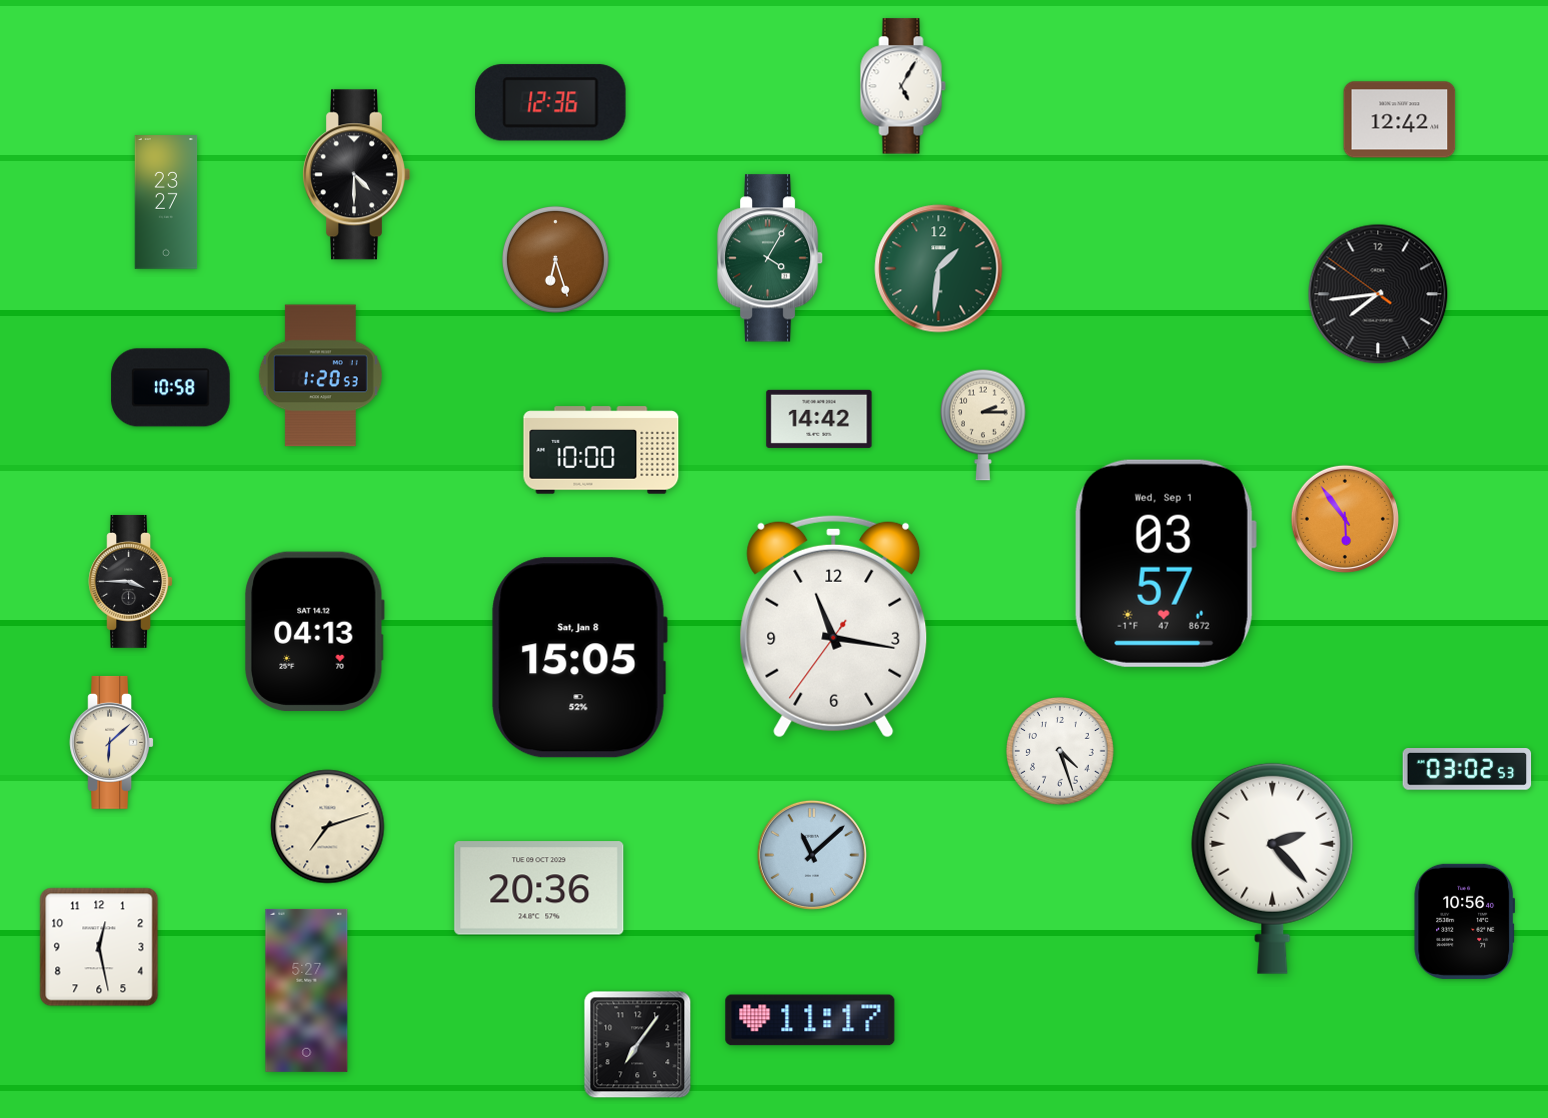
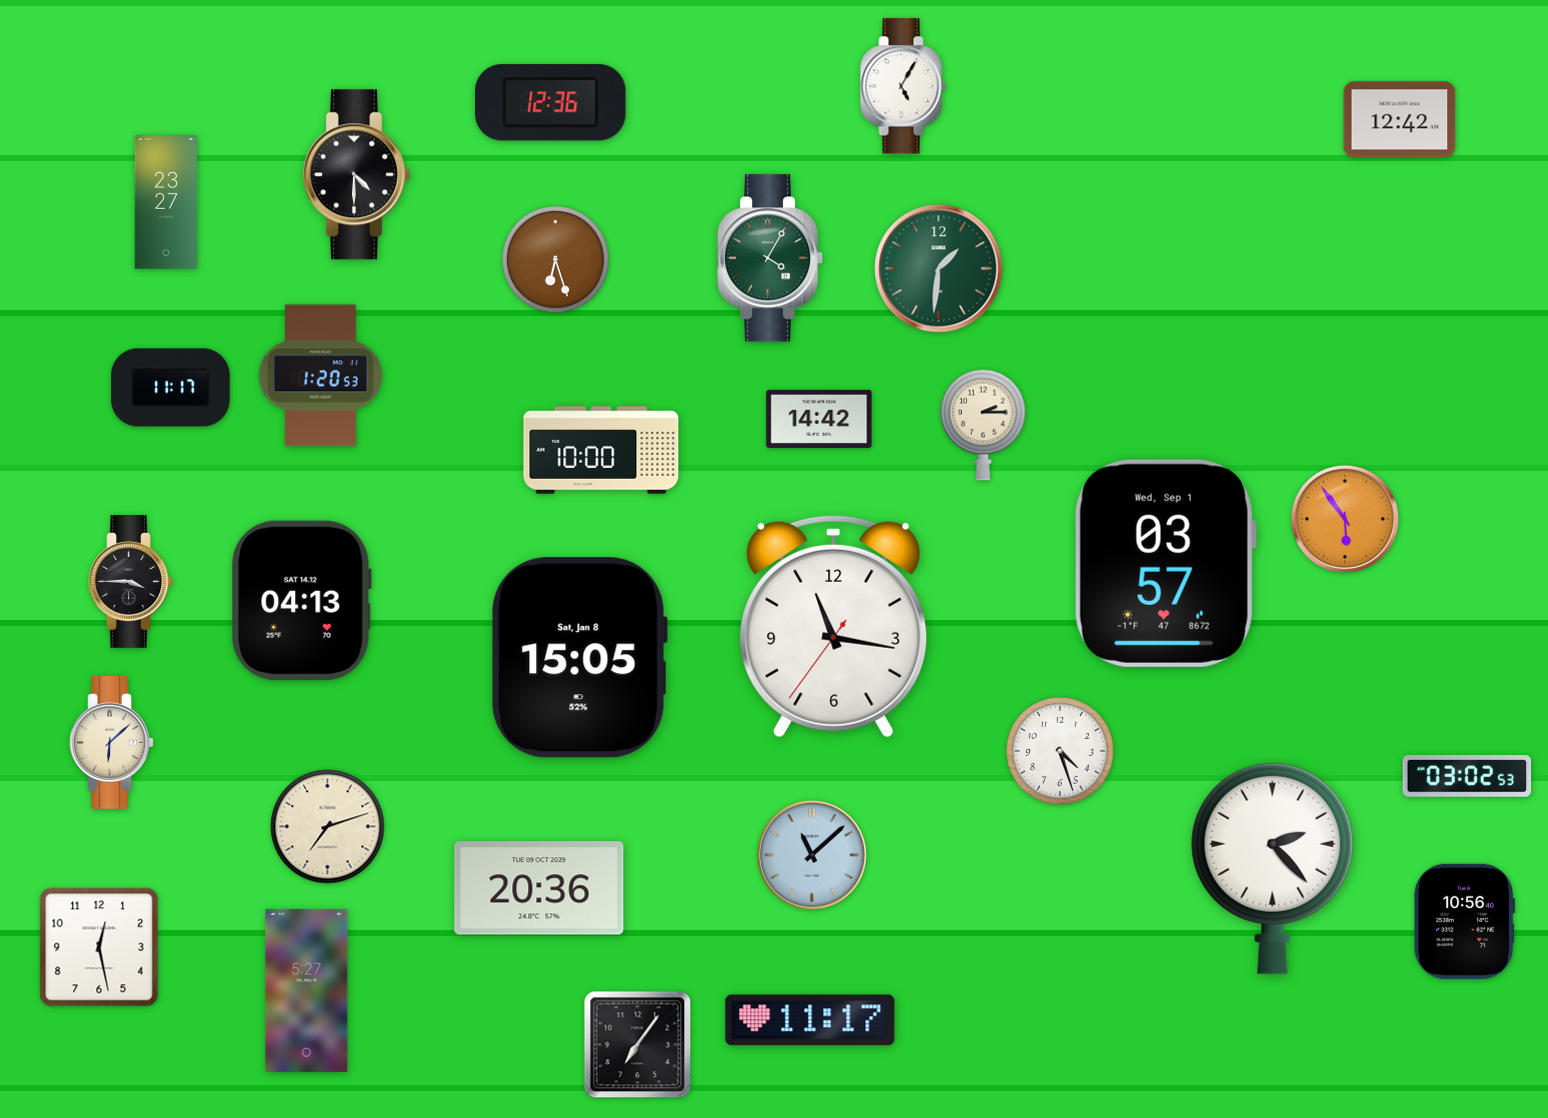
clock at (1378, 294): 7:43 -> none
clock at (171, 388): 10:58 -> 11:17
clock at (315, 631) position: (315, 631) -> (302, 600)
clock at (1467, 770) position: (1467, 770) -> (1467, 777)
